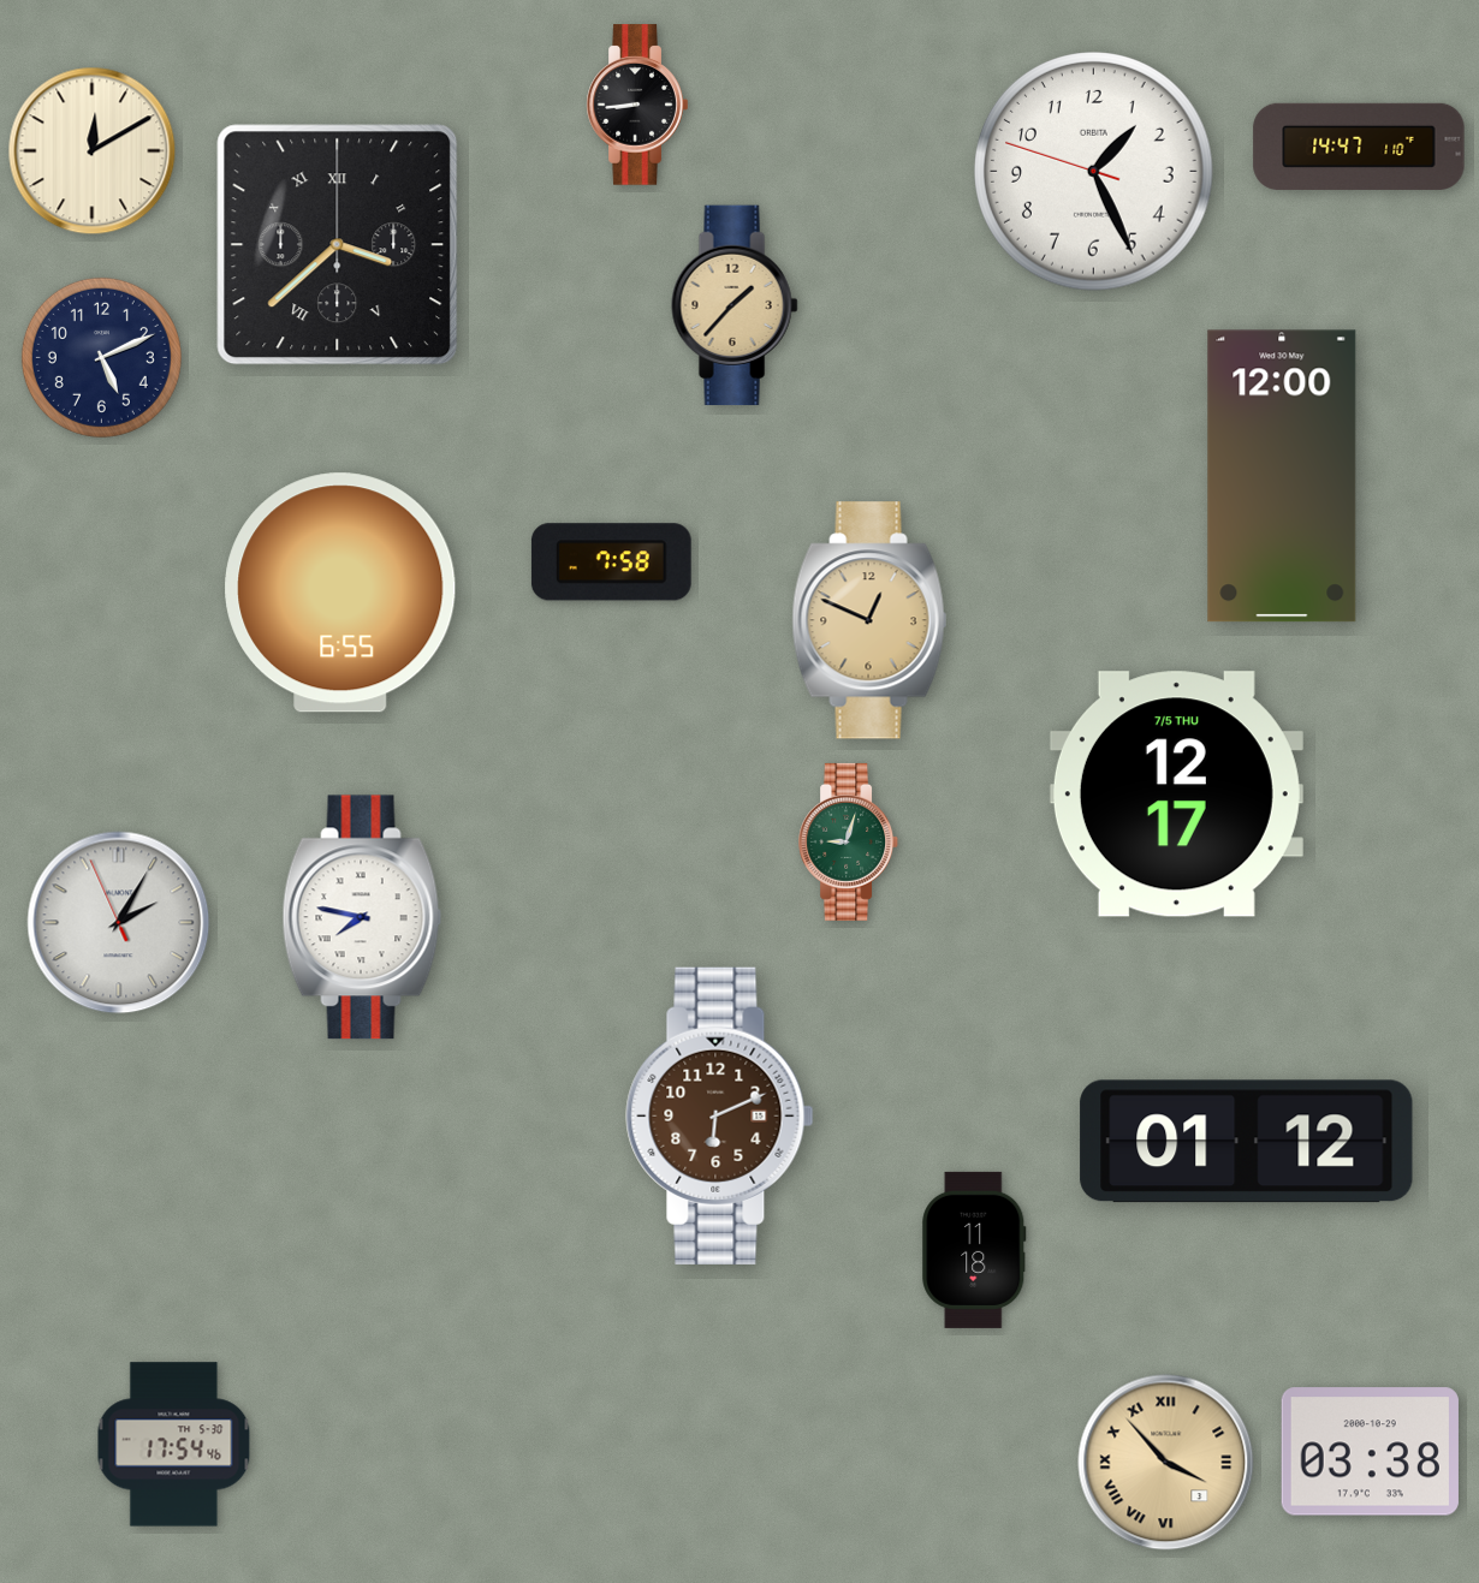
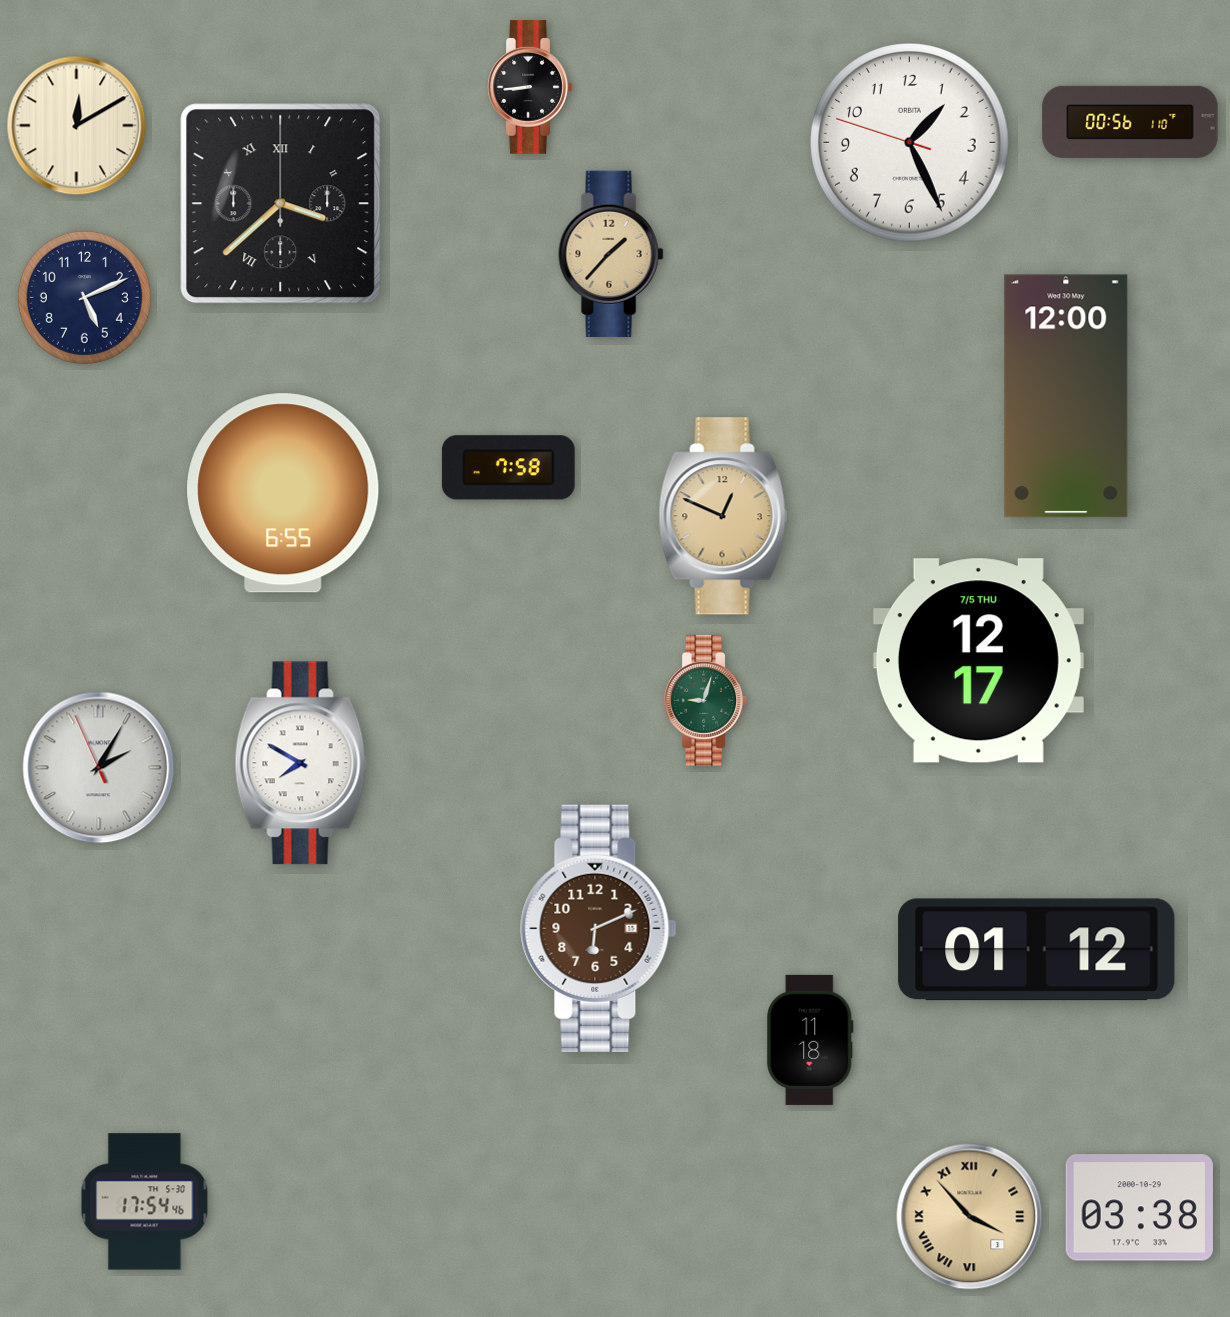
clock at (1359, 147): 14:47 -> 00:56
clock at (362, 917): 7:47 -> 7:50
